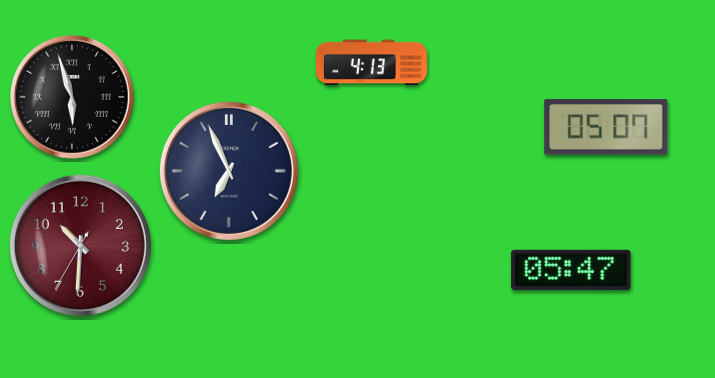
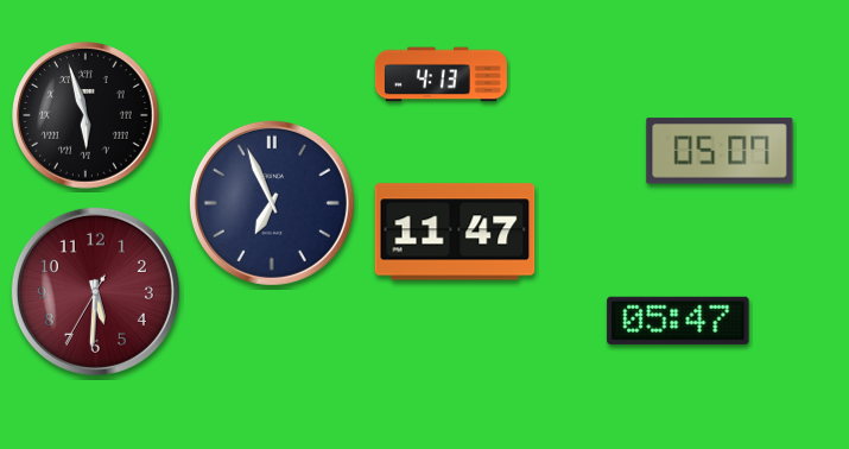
clock at (455, 232): none -> 11:47
clock at (80, 245): 10:30 -> 5:30
